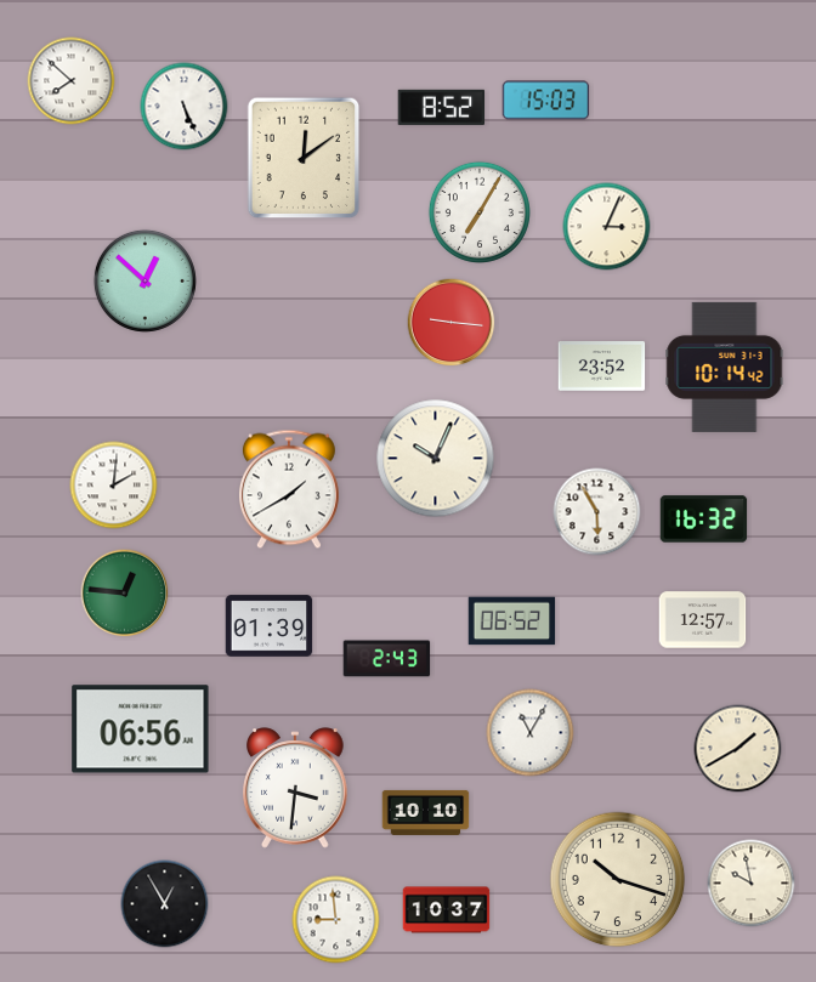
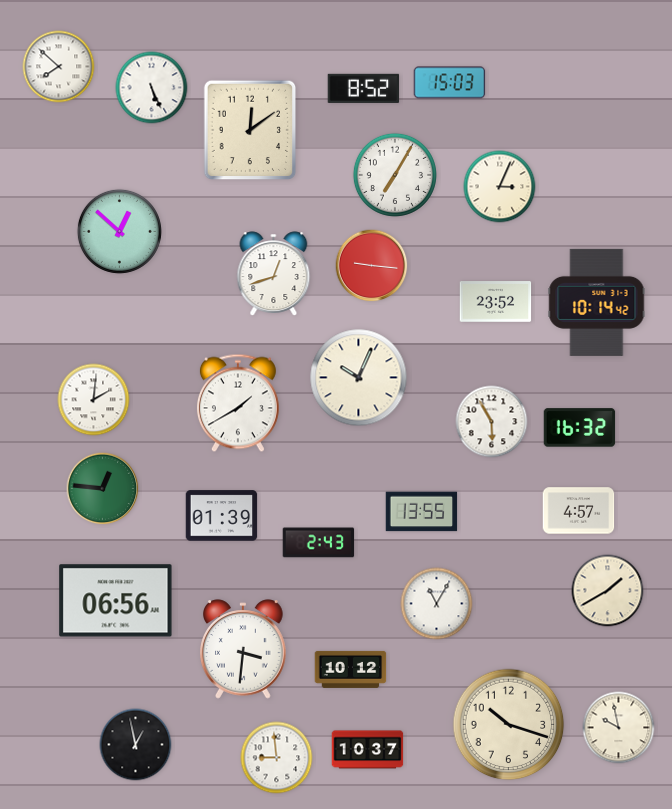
clock at (274, 274): none -> 12:42
clock at (703, 620): 12:57 -> 4:57
clock at (512, 621): 06:52 -> 13:55
clock at (738, 749) position: (738, 749) -> (608, 591)
clock at (426, 812): 10:10 -> 10:12
clock at (165, 904): 12:55 -> 12:58
